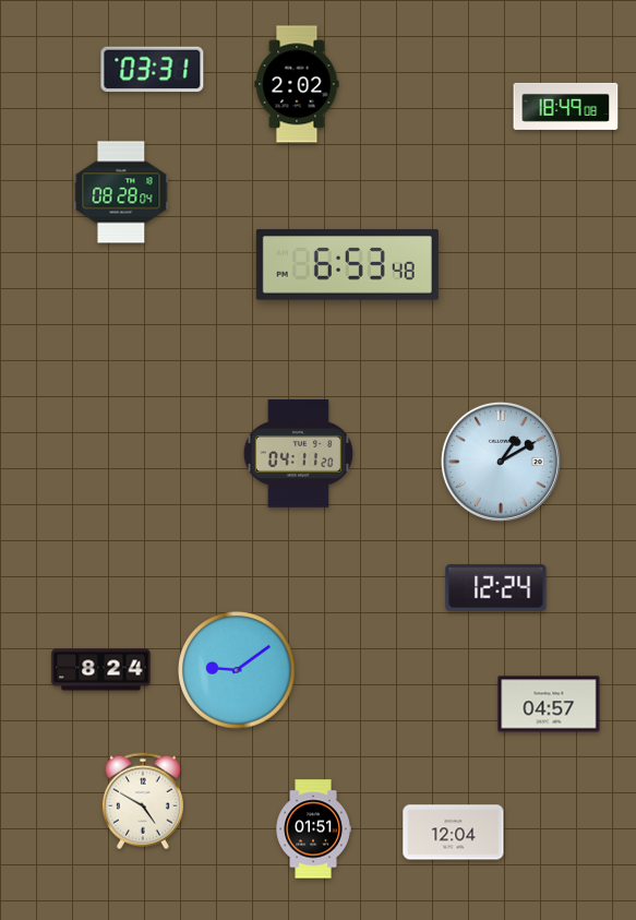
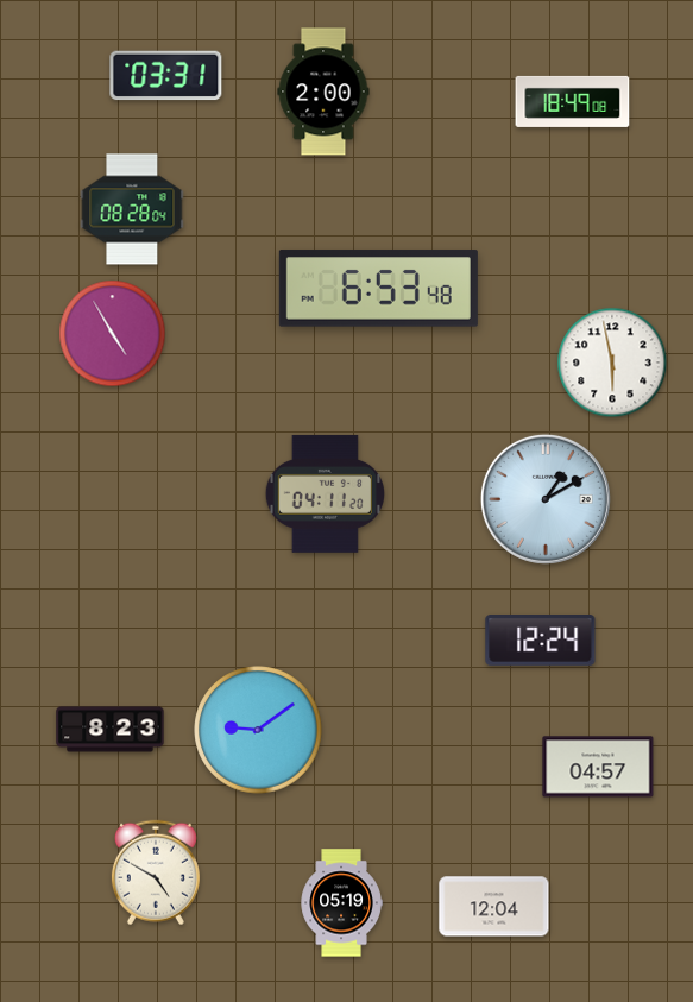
clock at (297, 84): 2:02 -> 2:00
clock at (566, 106) position: (566, 106) -> (573, 101)
clock at (113, 334): none -> 4:55
clock at (612, 363): none -> 5:58
clock at (501, 462) position: (501, 462) -> (546, 499)
clock at (101, 670): 8:24 -> 8:23
clock at (313, 829): 01:51 -> 05:19
